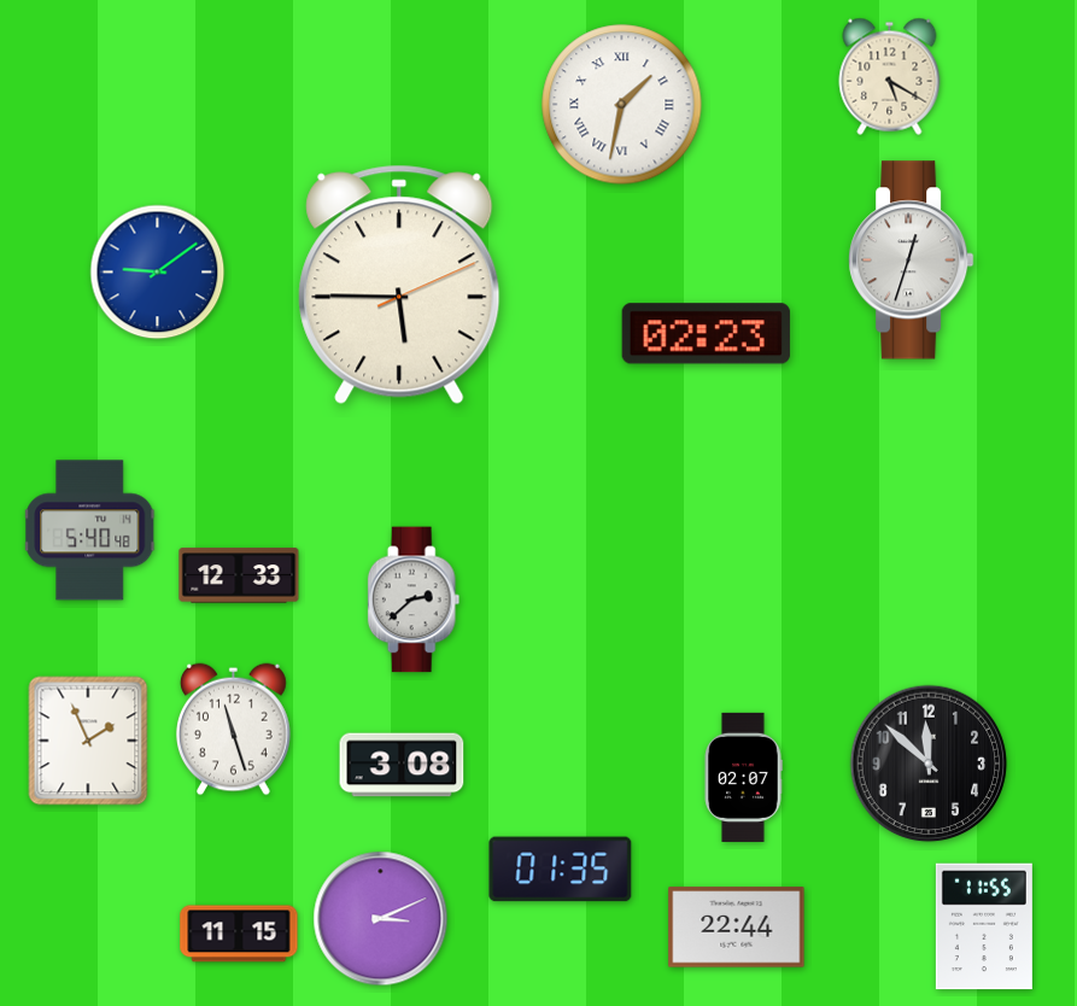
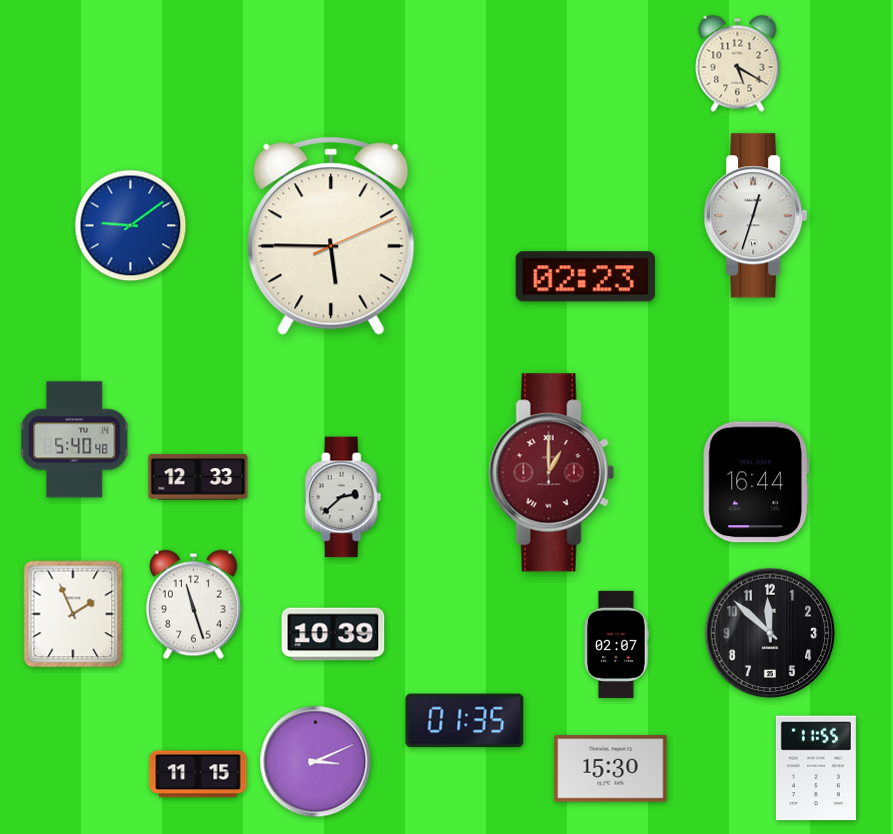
clock at (622, 105): 1:32 -> none
clock at (551, 473): none -> 1:00
clock at (756, 482): none -> 16:44
clock at (402, 765): 3:08 -> 10:39
clock at (737, 928): 22:44 -> 15:30
